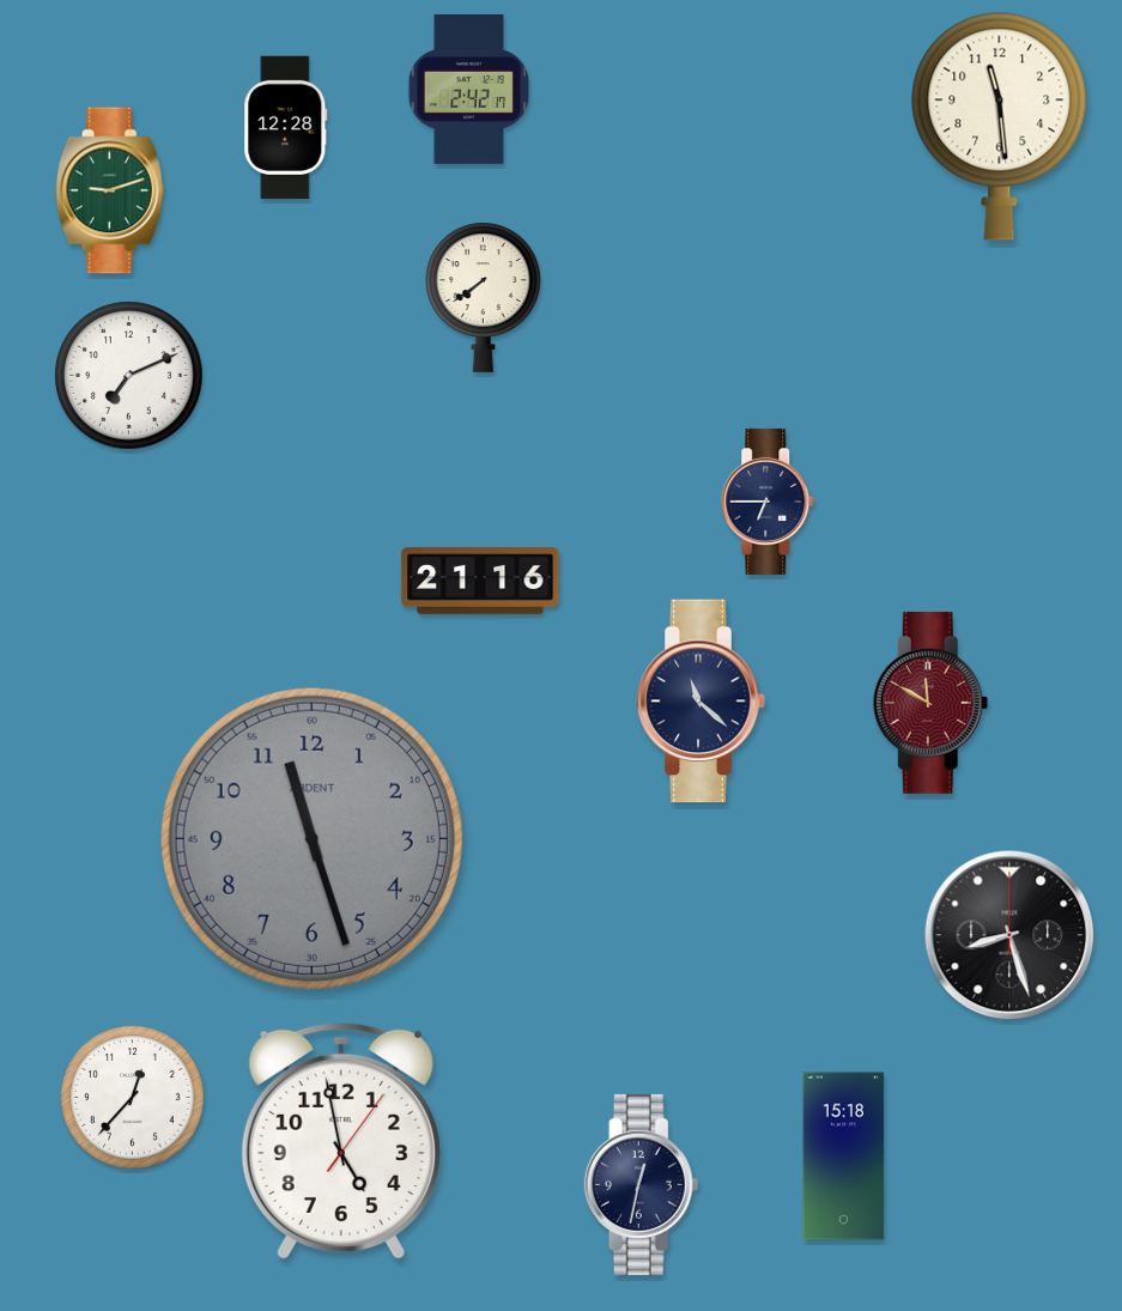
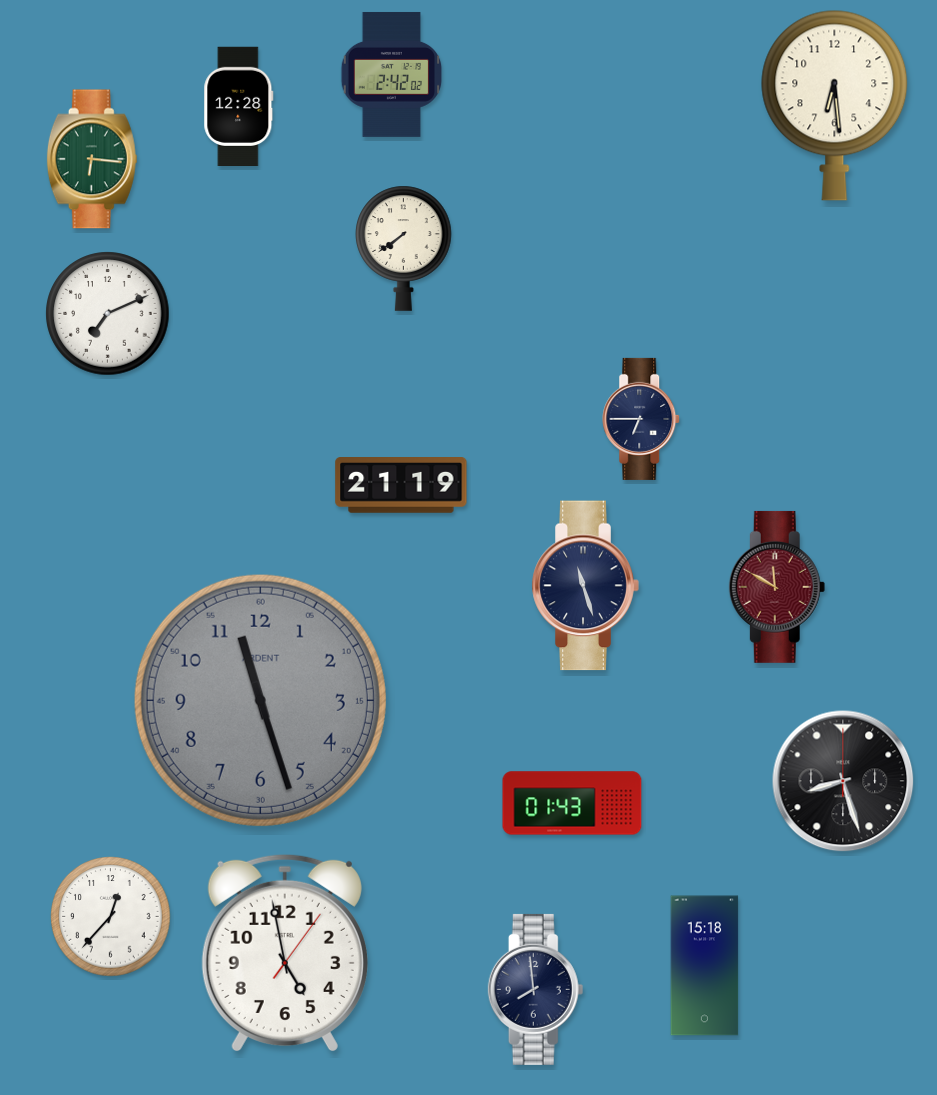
clock at (469, 89): 2:42:17 -> 2:42:02
clock at (1000, 126): 11:29 -> 6:29
clock at (110, 190): 9:12 -> 6:16
clock at (480, 582): 21:16 -> 21:19
clock at (701, 702): 11:22 -> 11:27
clock at (572, 803): none -> 01:43
clock at (642, 1184): 12:32 -> 7:59
